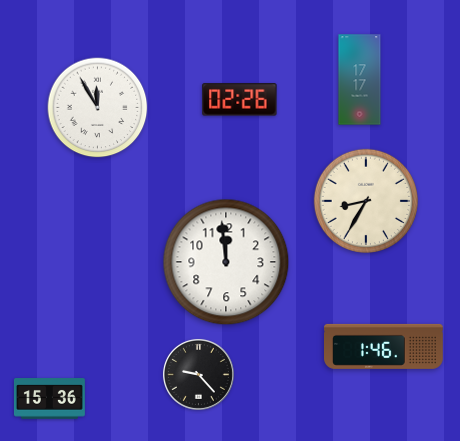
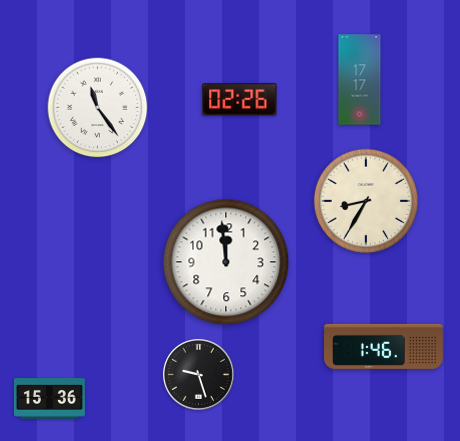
clock at (98, 108): 11:55 -> 11:24
clock at (198, 374): 9:23 -> 9:27
